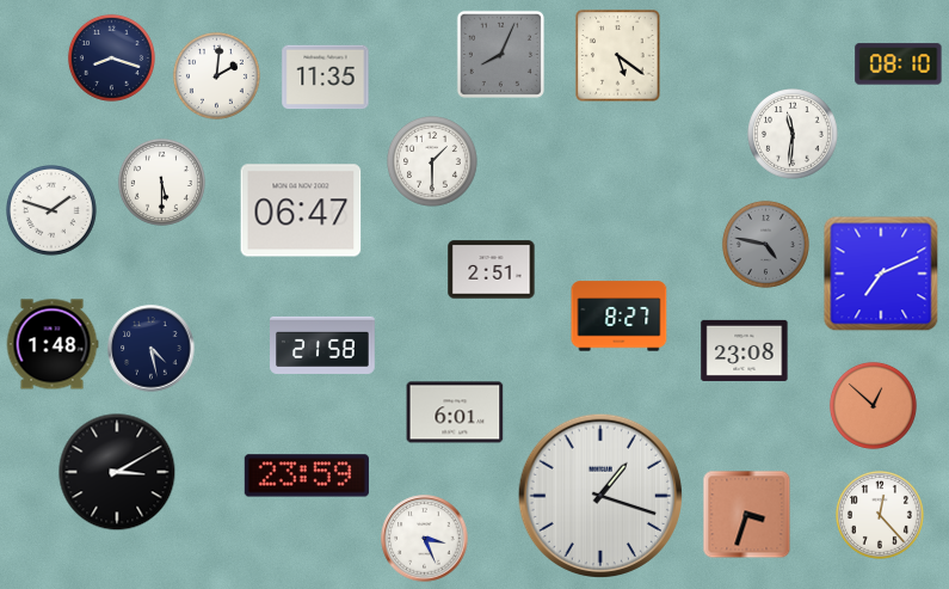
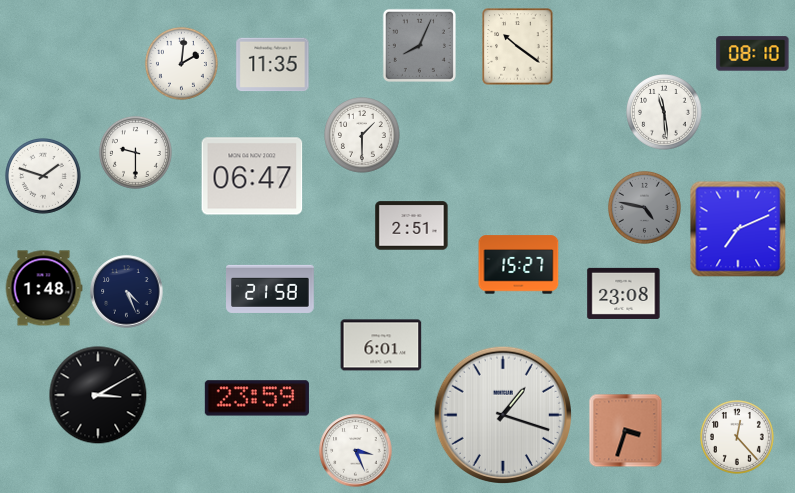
clock at (618, 56): 5:21 -> 10:21
clock at (111, 57): 8:18 -> none
clock at (794, 135): 11:31 -> 11:29
clock at (161, 182): 5:30 -> 9:30
clock at (765, 244) position: (765, 244) -> (644, 207)
clock at (620, 317): 8:27 -> 15:27
clock at (152, 349): 4:28 -> 4:26
clock at (873, 405): 12:52 -> none
clock at (880, 515) position: (880, 515) -> (737, 437)
